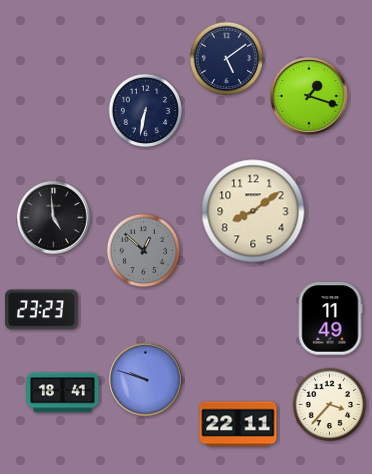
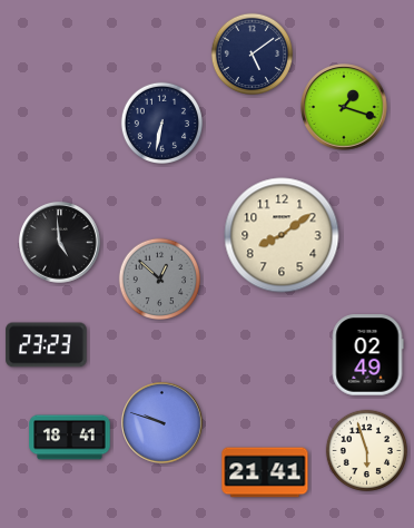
clock at (226, 58) position: (226, 58) -> (252, 53)
clock at (330, 319): 11:49 -> 02:49
clock at (329, 404): 3:37 -> 5:57
clock at (238, 424): 22:11 -> 21:41
